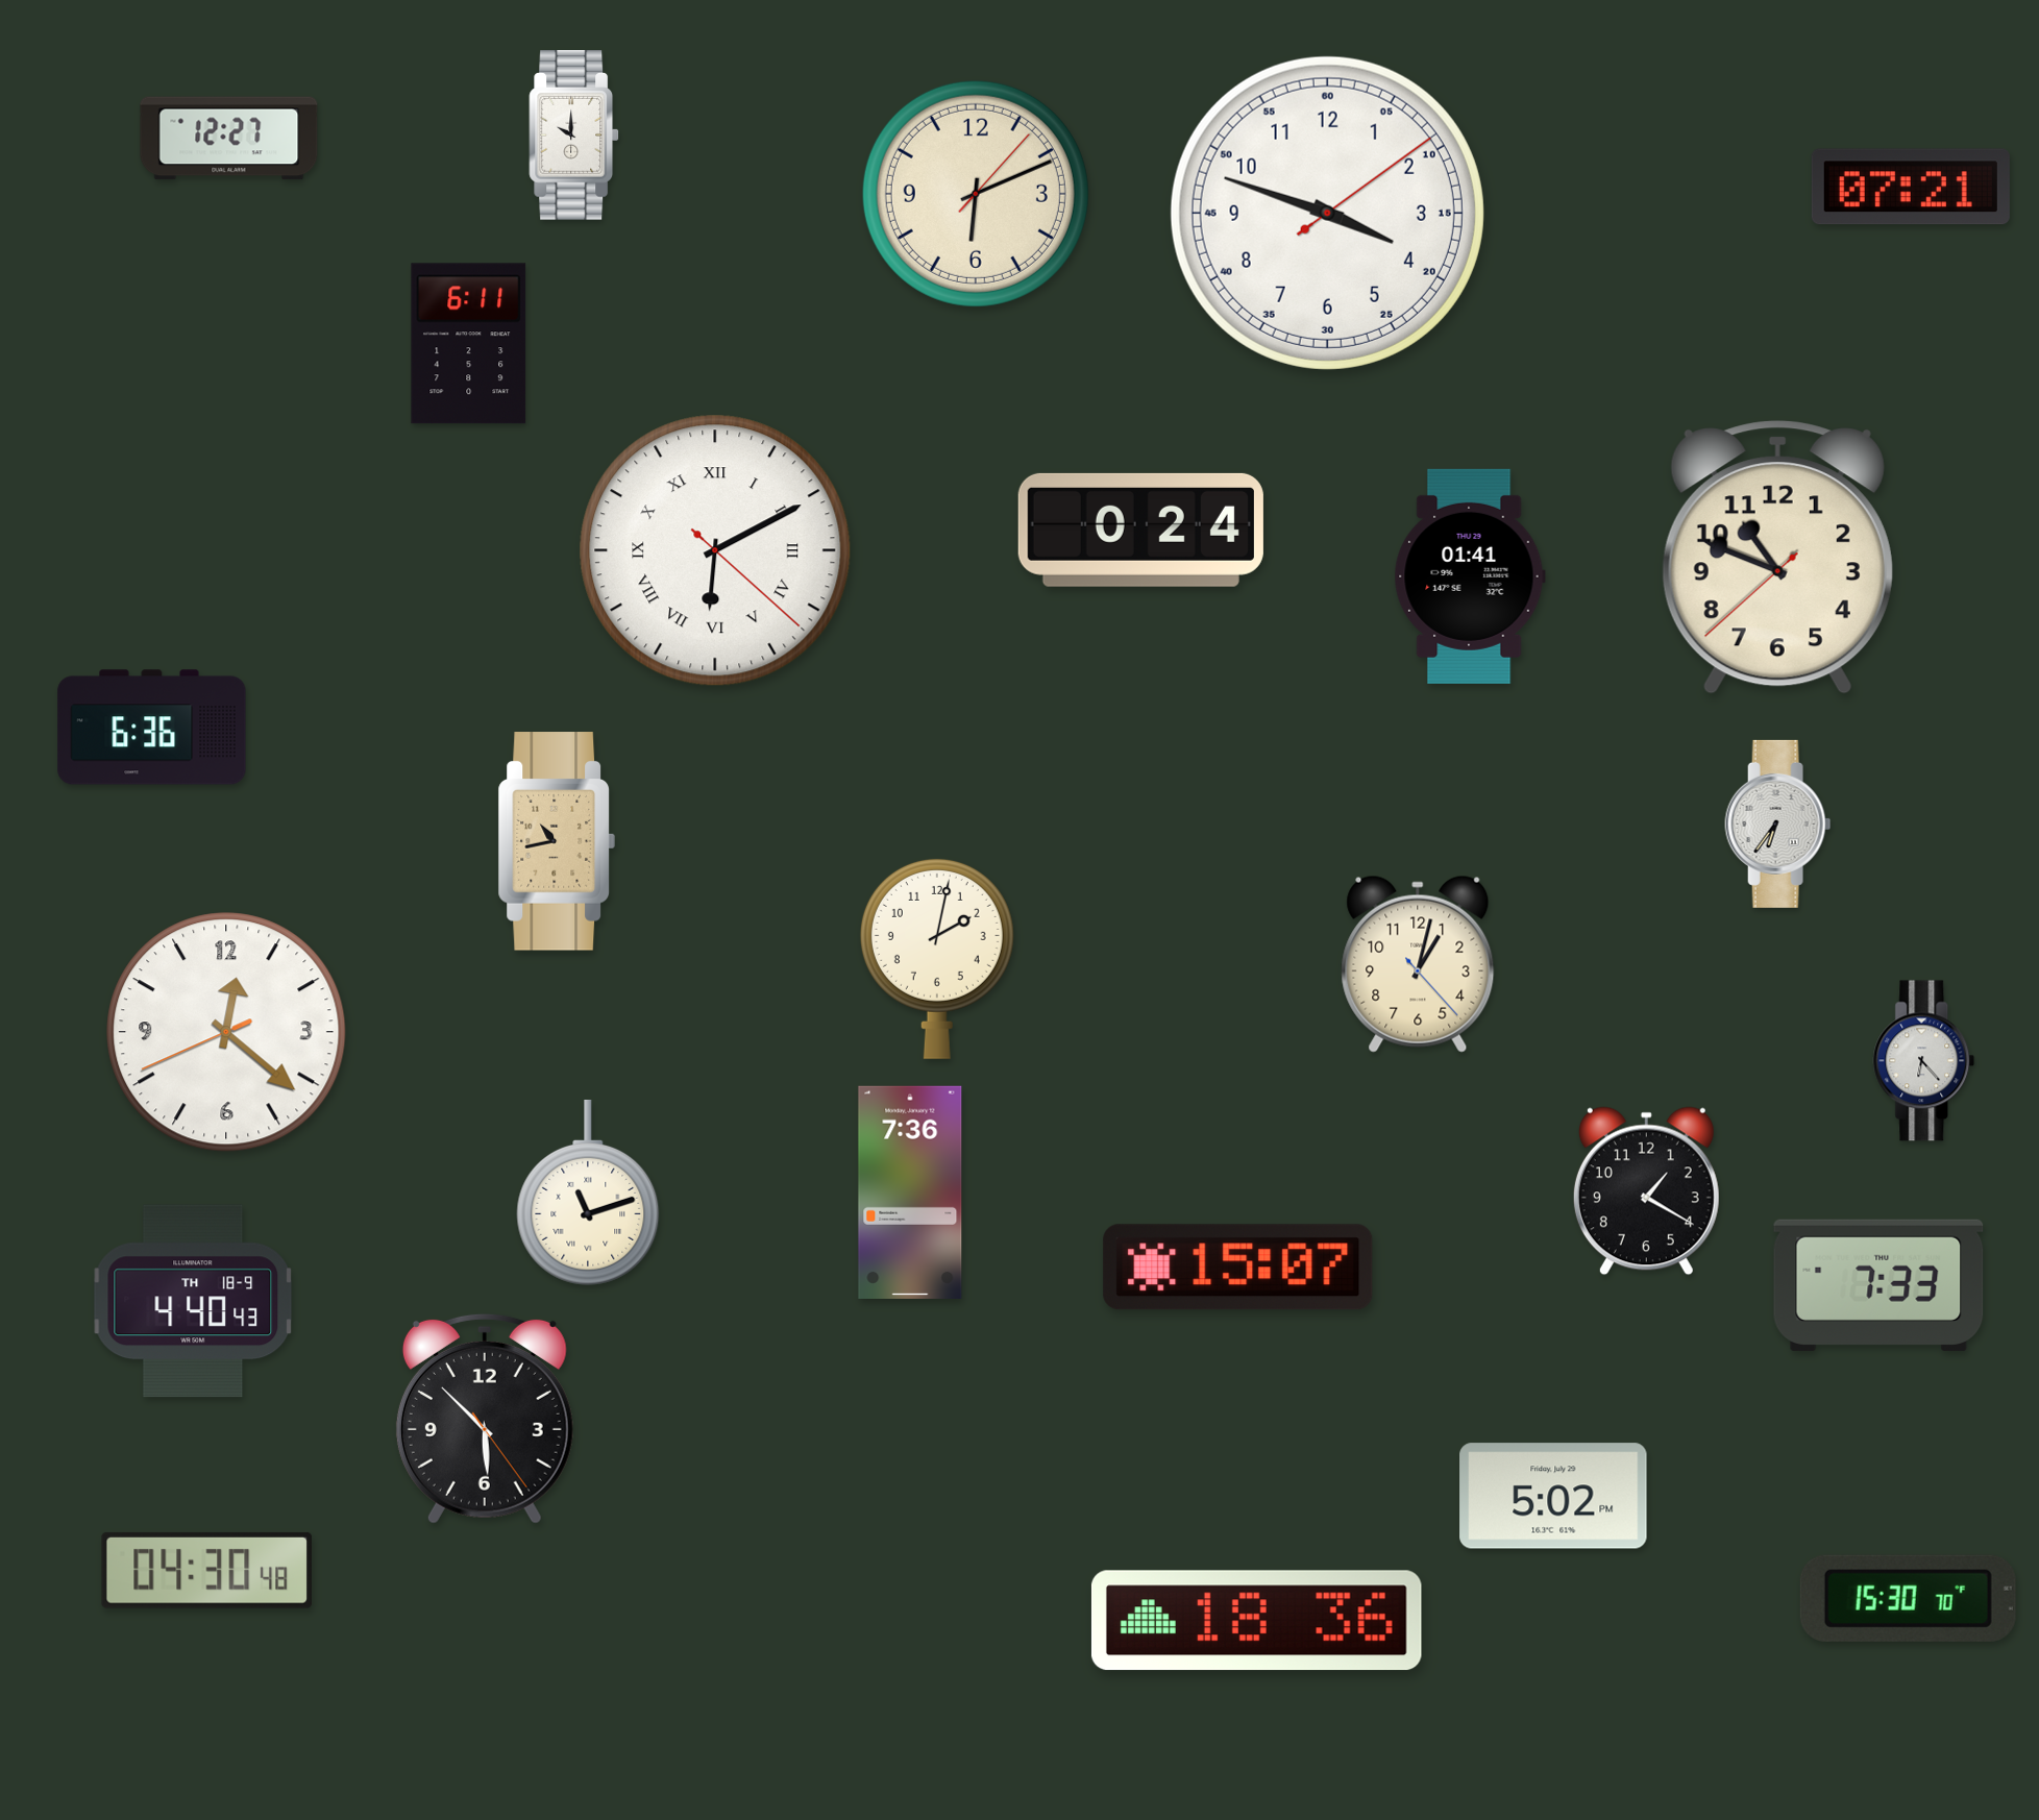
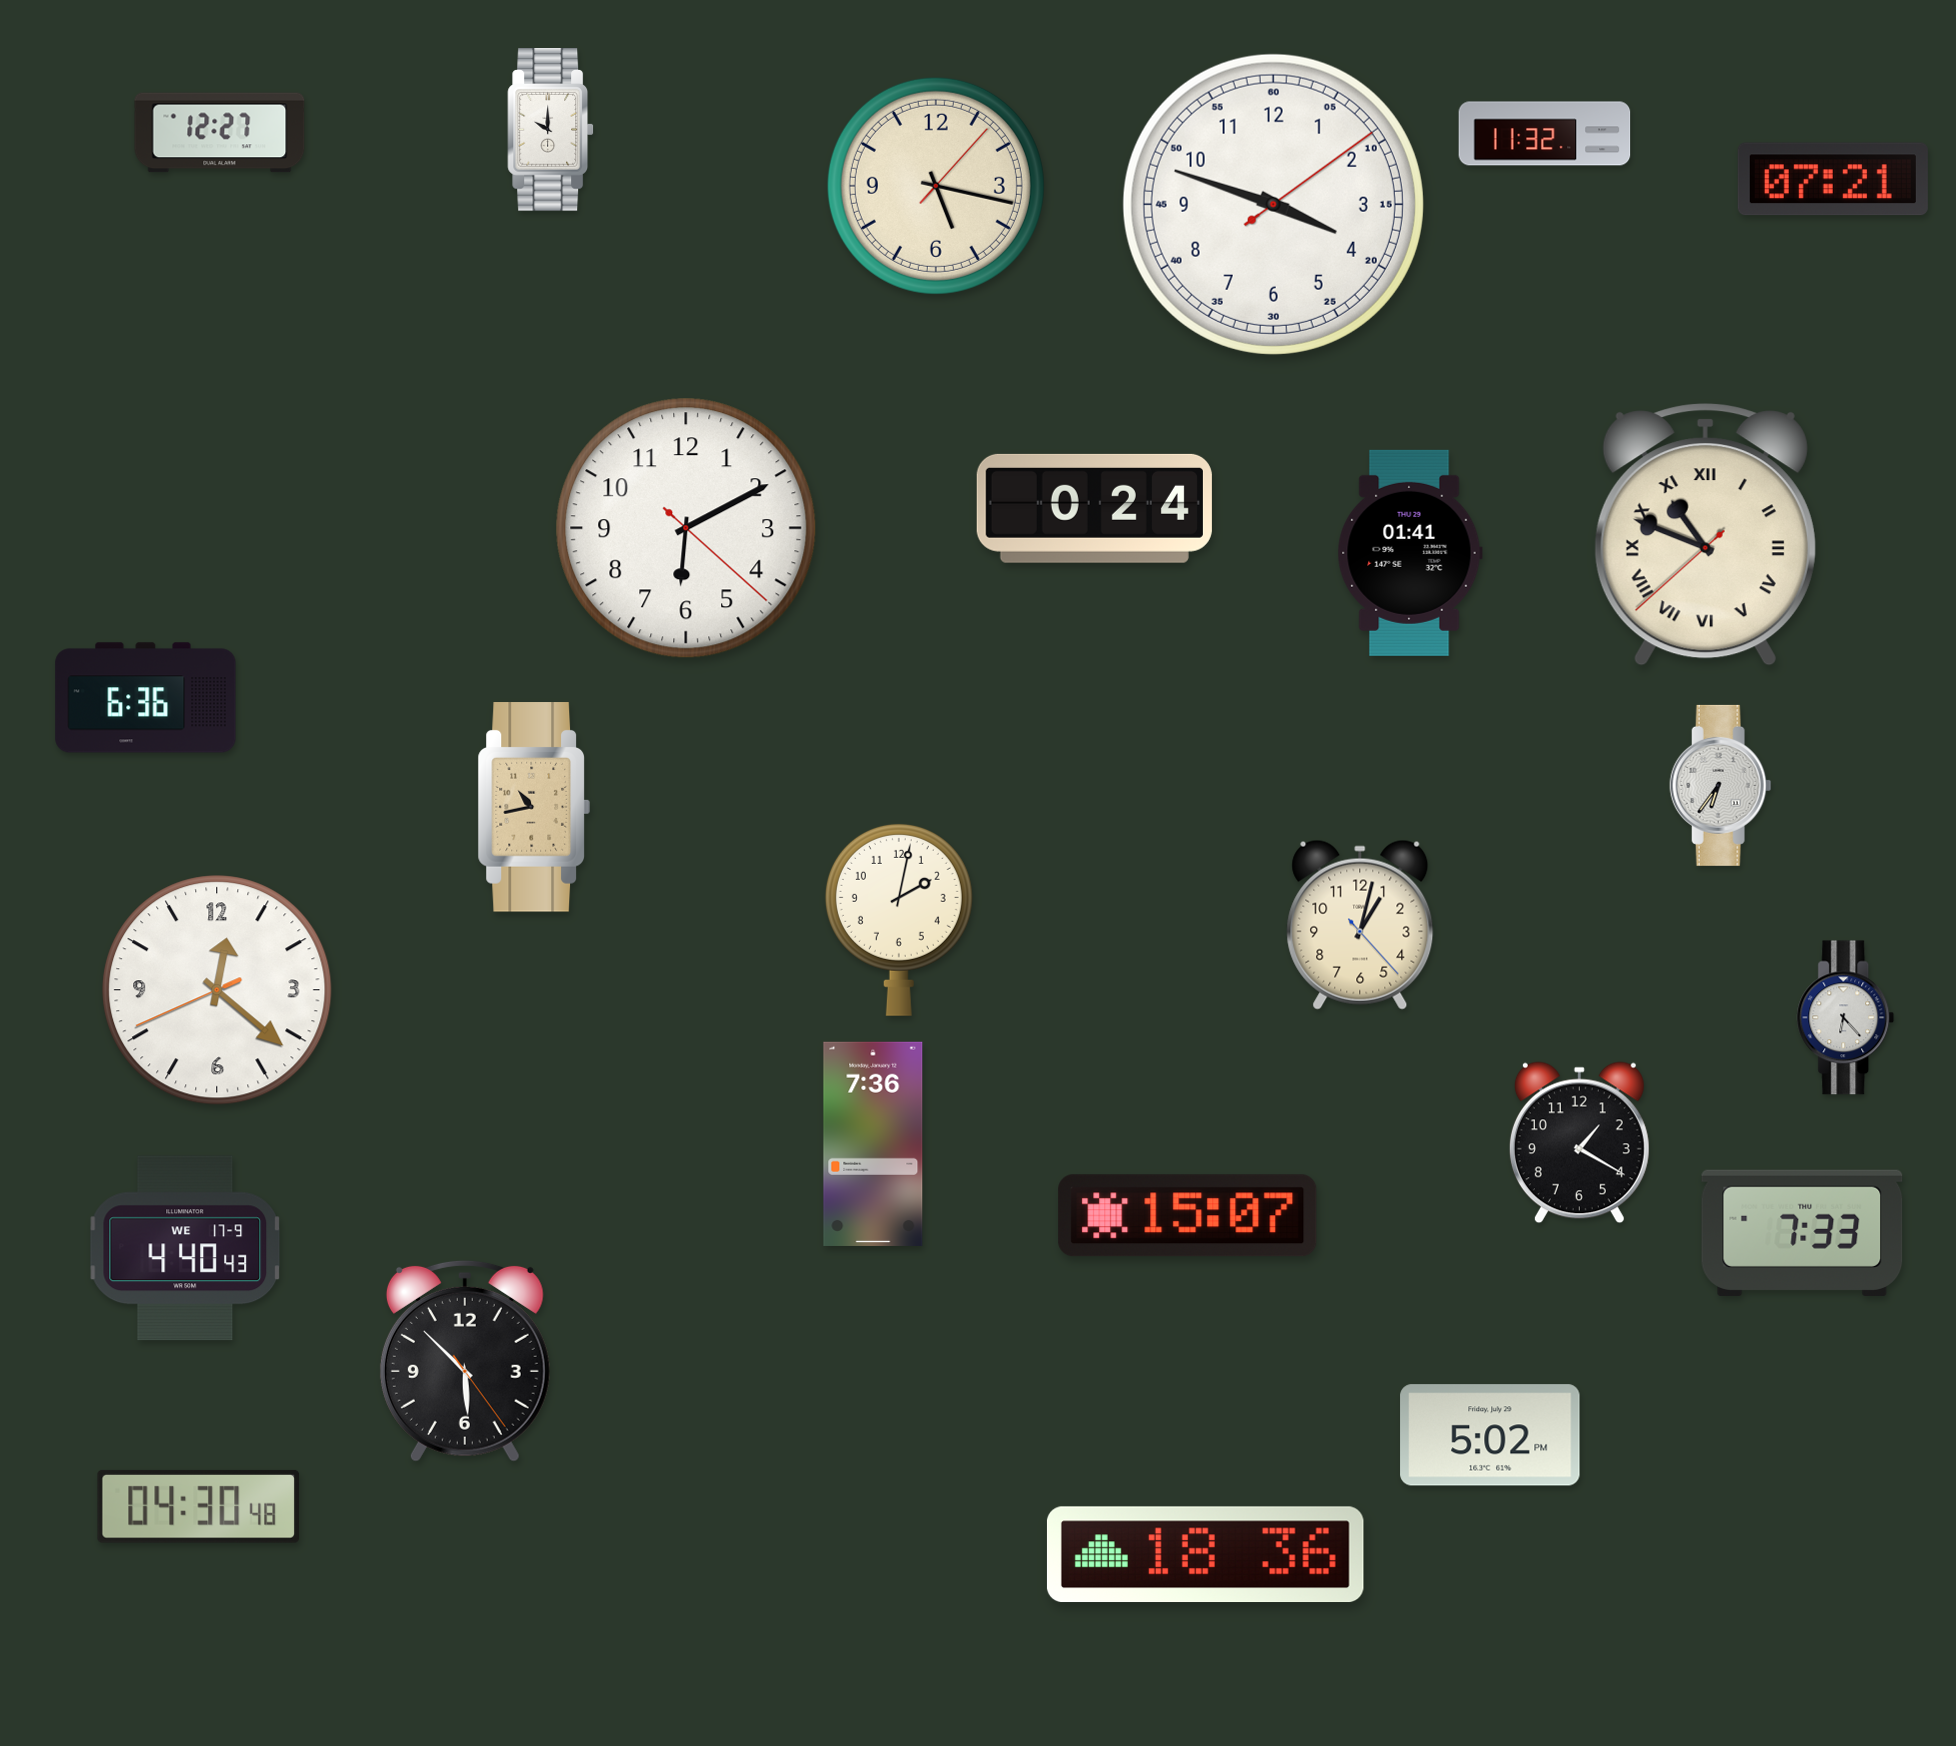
clock at (1545, 134): none -> 11:32
clock at (976, 194): 6:11 -> 5:17
clock at (469, 344): 6:11 -> none
clock at (715, 550) numerals: Roman -> Arabic
clock at (1777, 558) numerals: Arabic -> Roman
clock at (1778, 823) position: (1778, 823) -> (1721, 785)
clock at (588, 1192): 11:12 -> none
clock at (193, 1301) date: TH 18-9 -> WE 17-9
clock at (1908, 1598): 15:30 -> none
